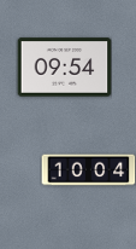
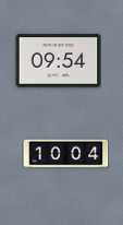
clock at (88, 170) position: (88, 170) -> (65, 154)
